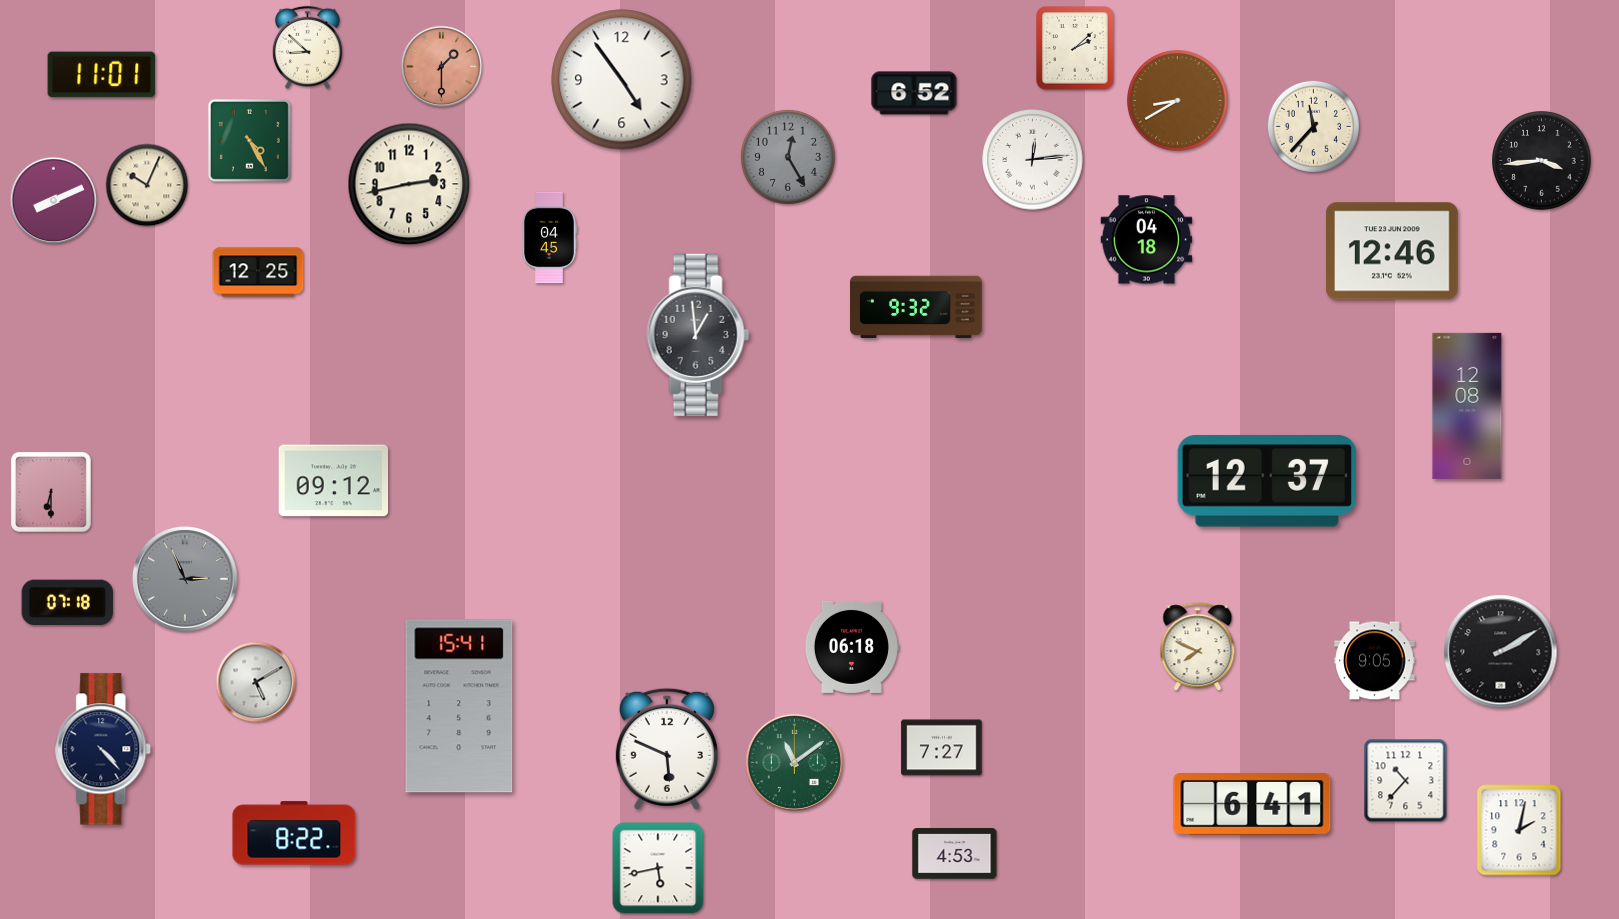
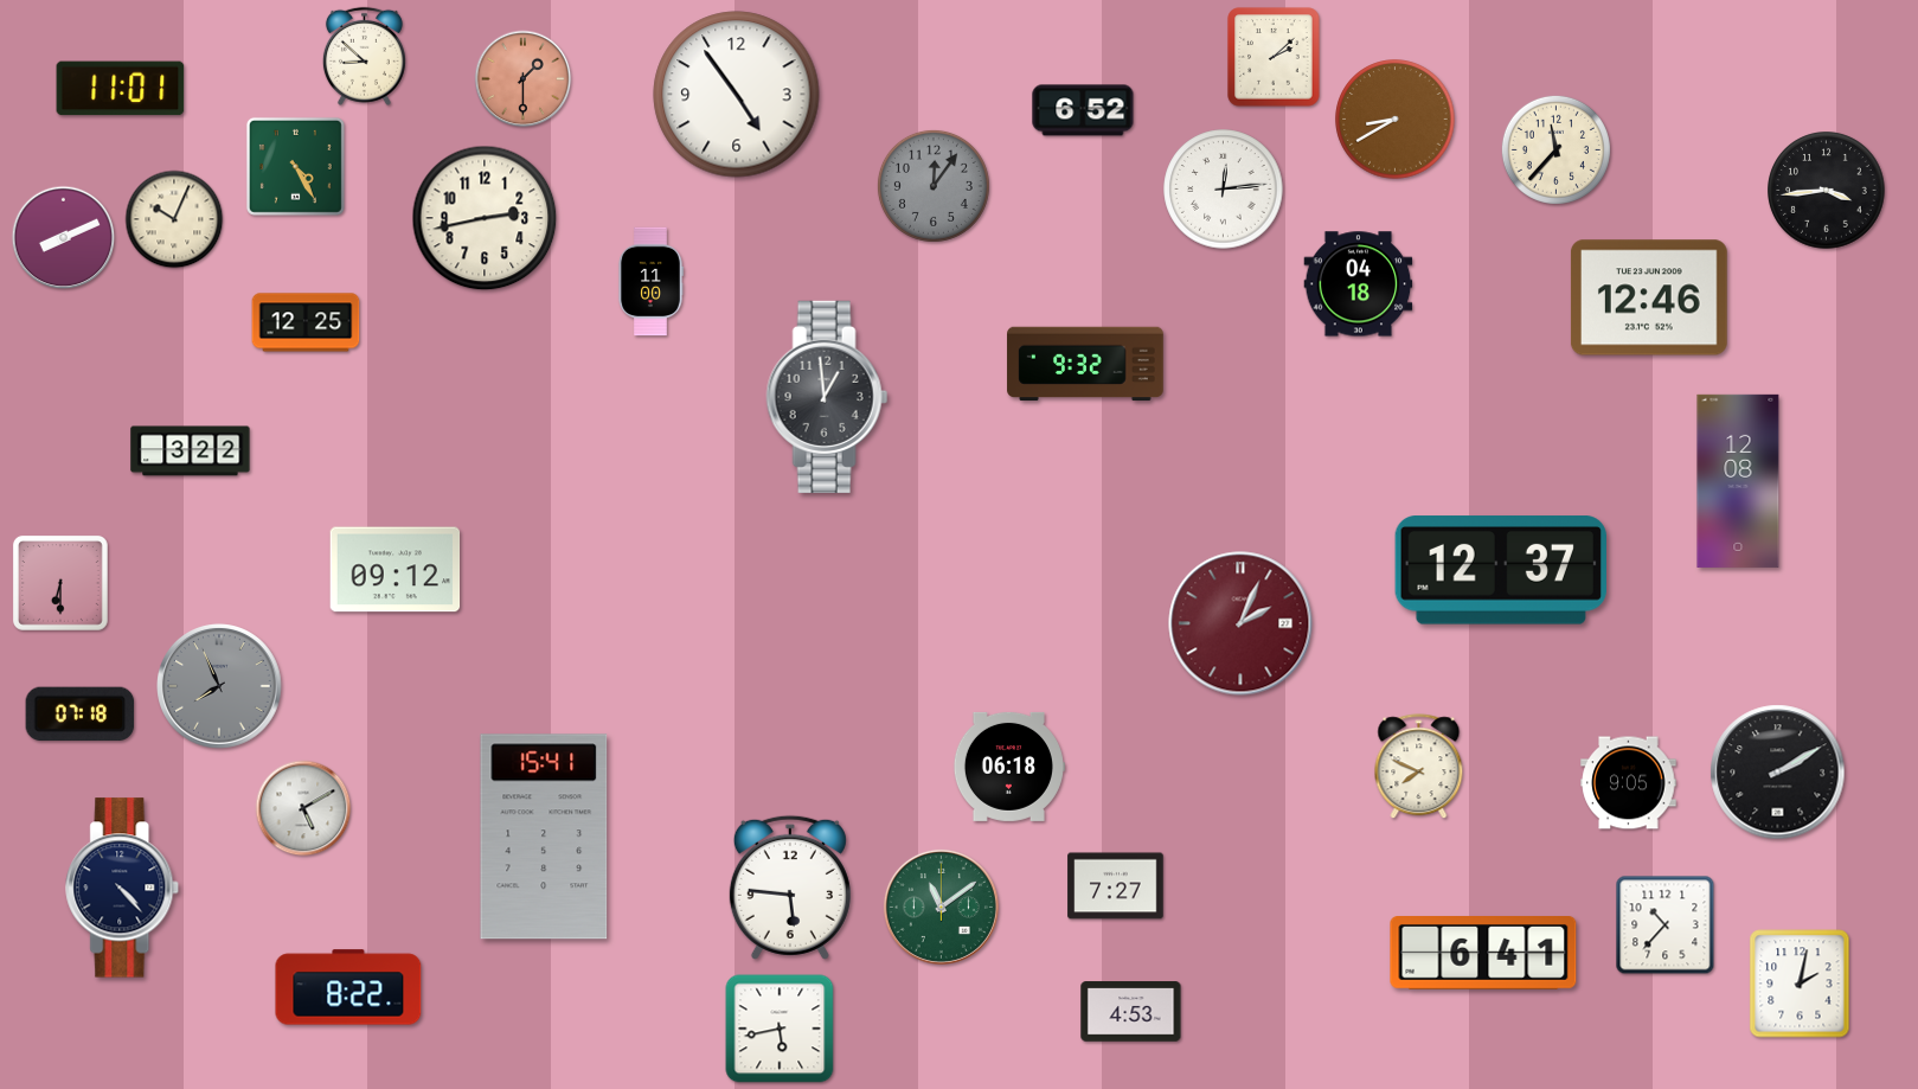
clock at (788, 157): 12:25 -> 12:06
clock at (549, 238): 04:45 -> 11:00
clock at (191, 451): none -> 3:22
clock at (1240, 623): none -> 2:04
clock at (186, 580): 2:56 -> 7:56
clock at (667, 749): 5:49 -> 5:46
clock at (794, 762) position: (794, 762) -> (941, 907)
